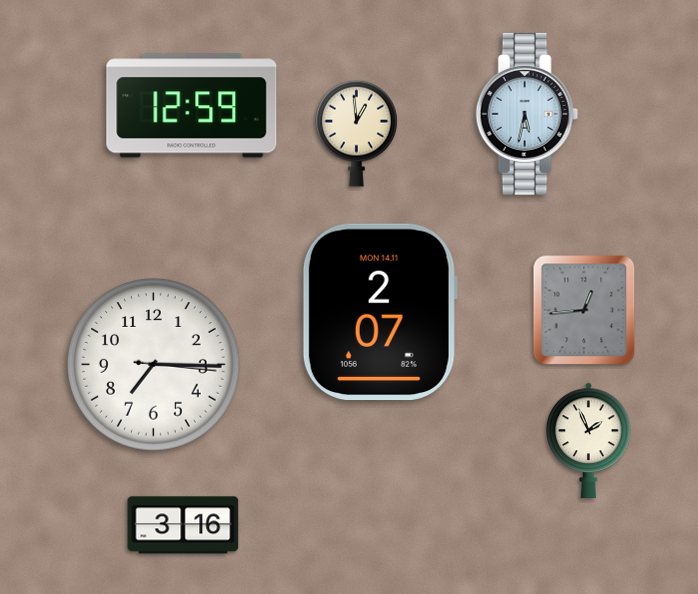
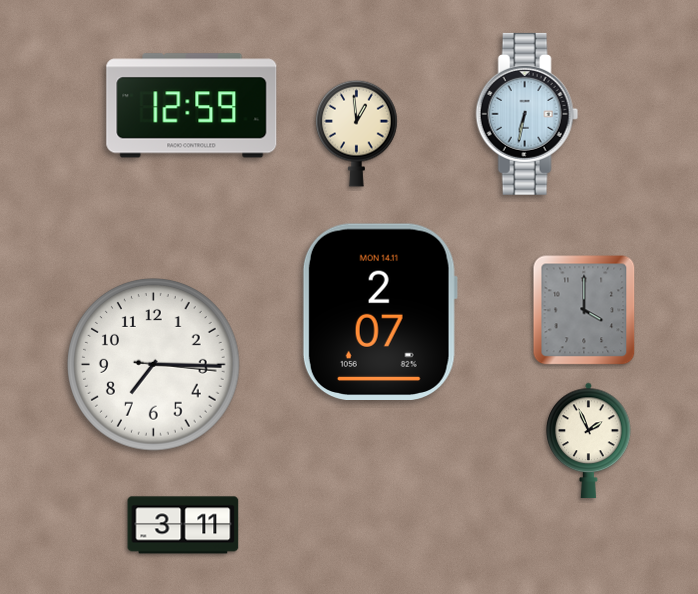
clock at (527, 114): 5:32 -> 6:32
clock at (584, 310): 12:44 -> 4:00
clock at (183, 525): 3:16 -> 3:11
